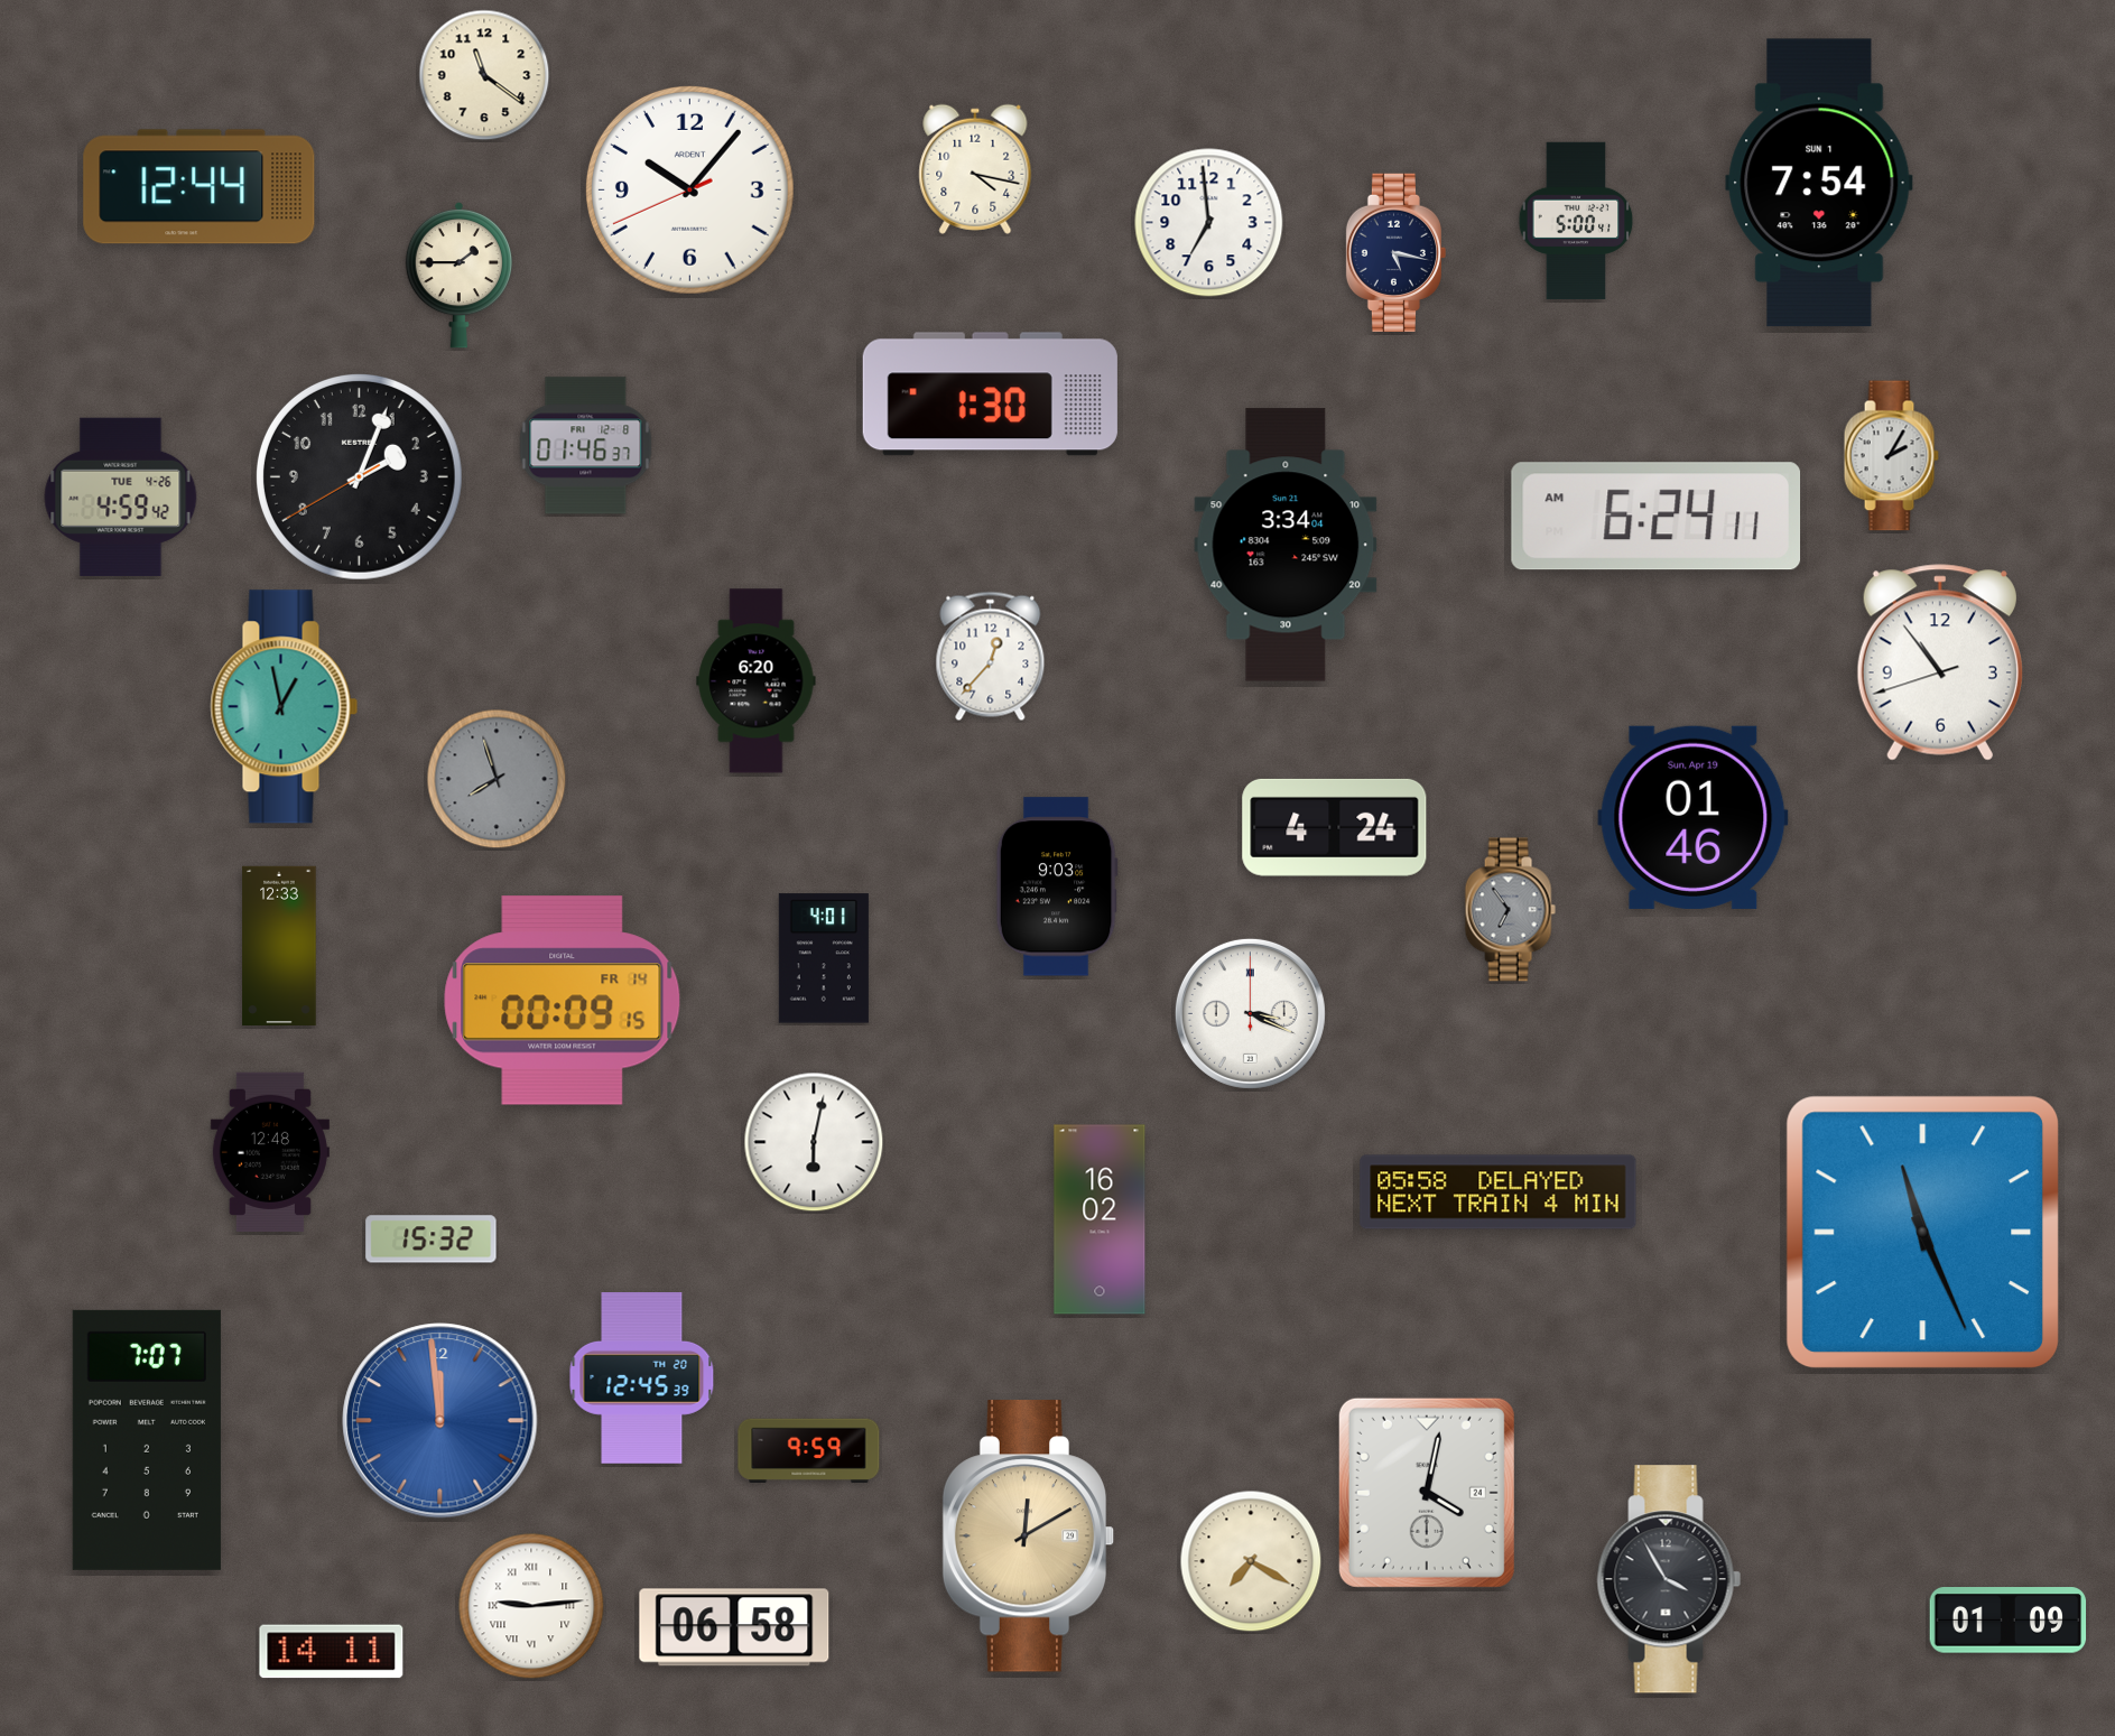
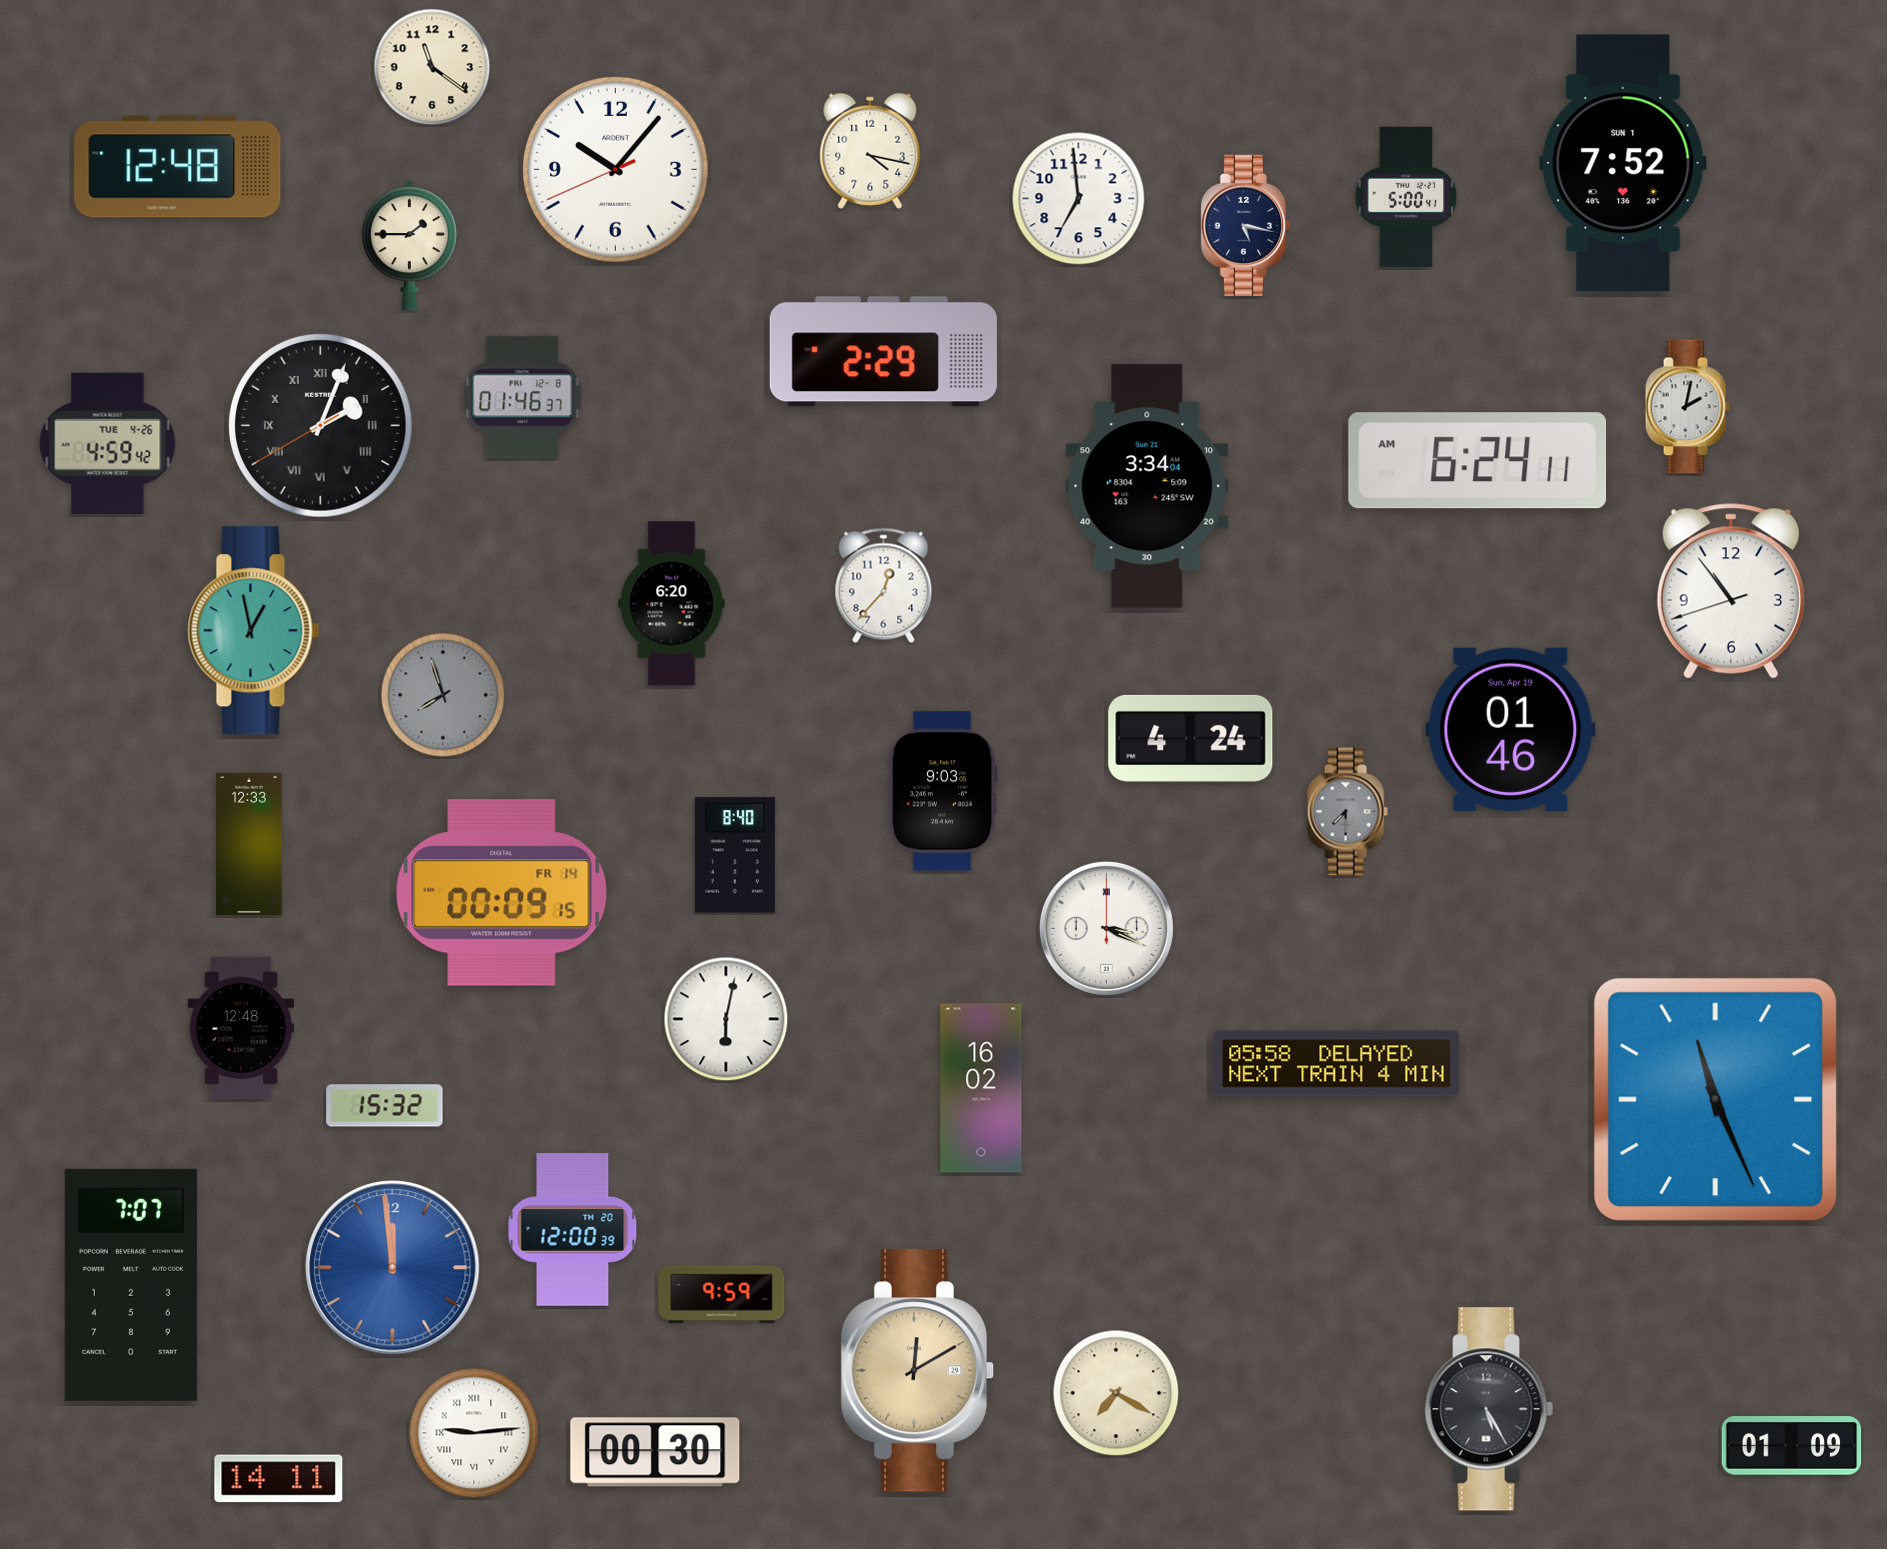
clock at (1819, 183): 7:54 -> 7:52
clock at (200, 187): 12:44 -> 12:48
clock at (990, 394): 1:30 -> 2:29
clock at (1891, 456): 2:05 -> 2:02
clock at (359, 476) numerals: Arabic -> Roman
clock at (757, 681) position: (757, 681) -> (672, 604)
clock at (1510, 910): 6:54 -> 7:30
clock at (824, 958): 4:01 -> 8:40
clock at (1250, 1013) position: (1250, 1013) -> (1106, 928)
clock at (642, 1378): 12:45 -> 12:00
clock at (1427, 1493): 4:02 -> none
clock at (1669, 1579): 3:55 -> 5:25
clock at (734, 1627): 06:58 -> 00:30
clock at (332, 1652) position: (332, 1652) -> (279, 1479)
